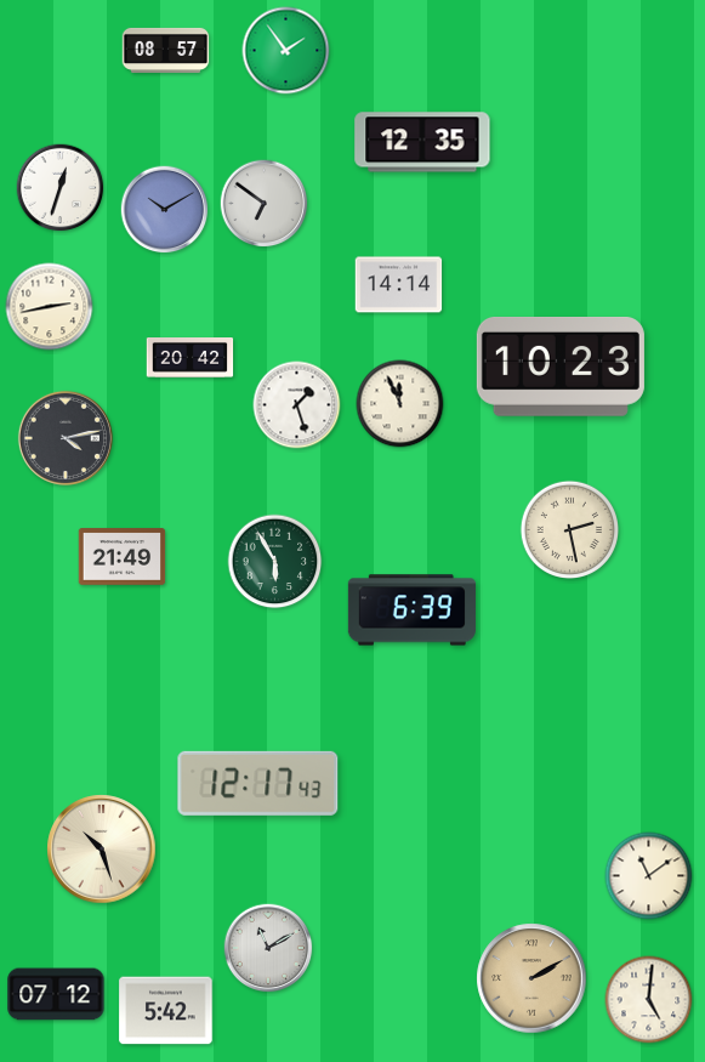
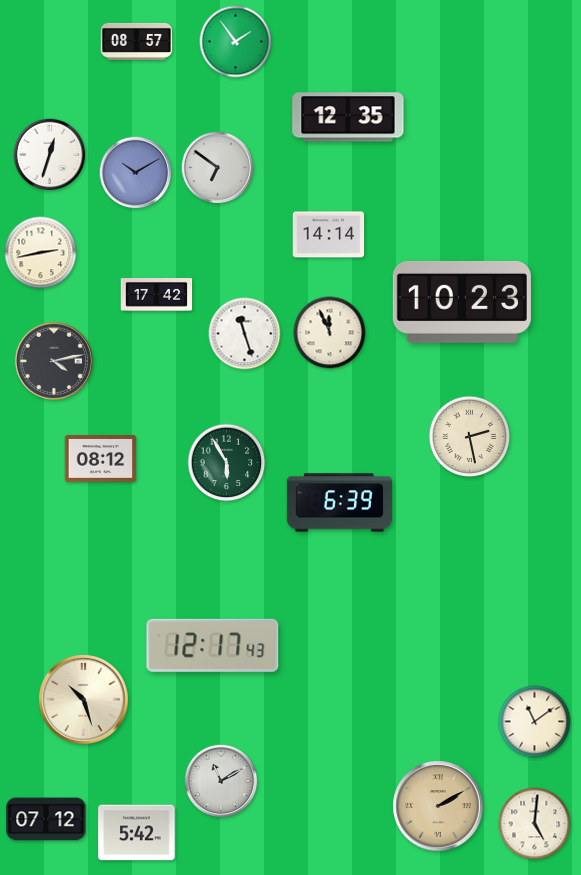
clock at (191, 358): 20:42 -> 17:42
clock at (297, 405): 1:27 -> 11:27
clock at (123, 557): 21:49 -> 08:12
